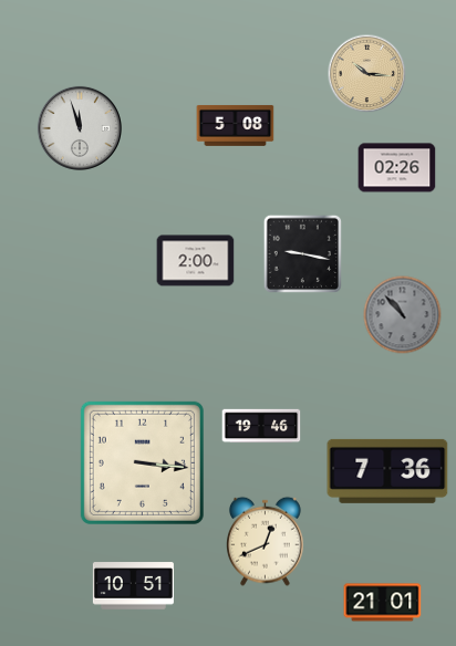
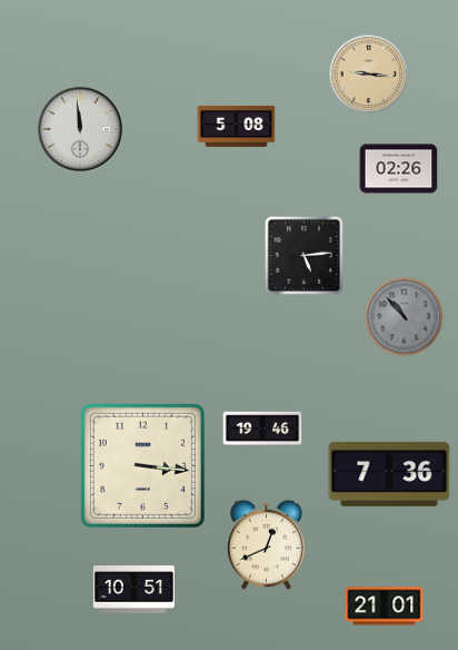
clock at (367, 74): 10:16 -> 9:16
clock at (80, 128): 11:57 -> 11:59
clock at (302, 253): 9:17 -> 5:14
clock at (196, 261): 2:00 -> none
